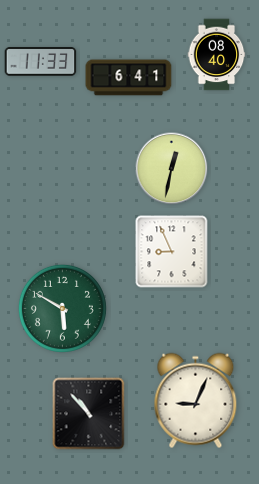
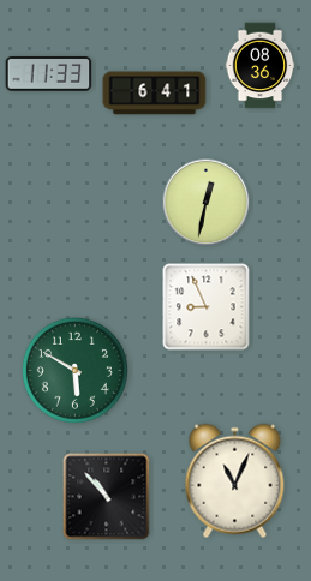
clock at (217, 55): 08:40 -> 08:36
clock at (172, 252) position: (172, 252) -> (207, 307)
clock at (196, 401): 9:04 -> 11:04
